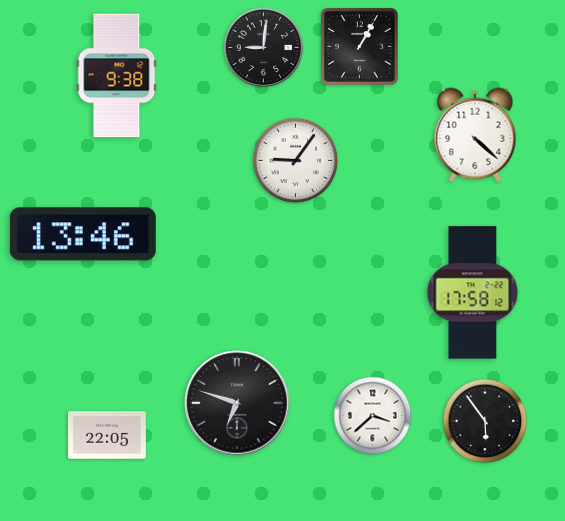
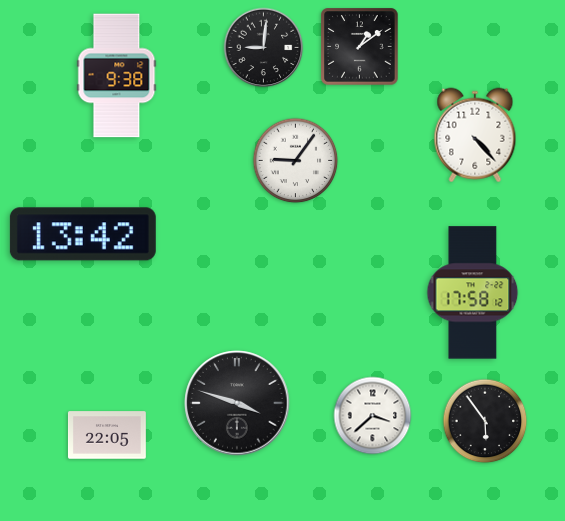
clock at (360, 47): 1:05 -> 1:09
clock at (475, 135): 4:22 -> 4:23
clock at (83, 234): 13:46 -> 13:42
clock at (237, 403): 6:48 -> 3:48
